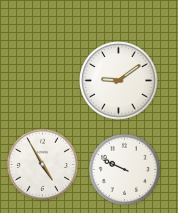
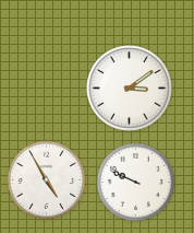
clock at (119, 81): 9:09 -> 3:09
clock at (124, 169) position: (124, 169) -> (135, 182)
